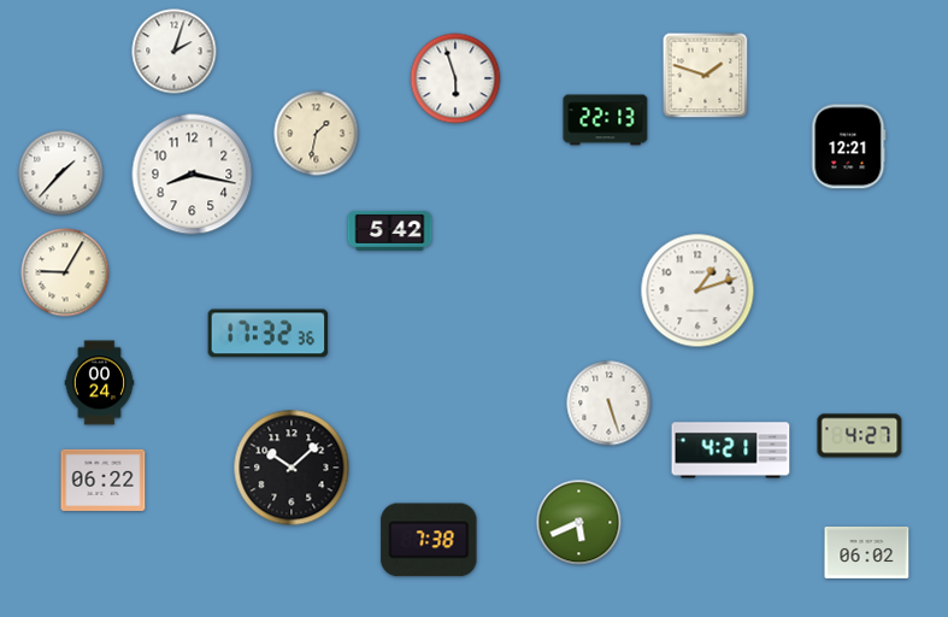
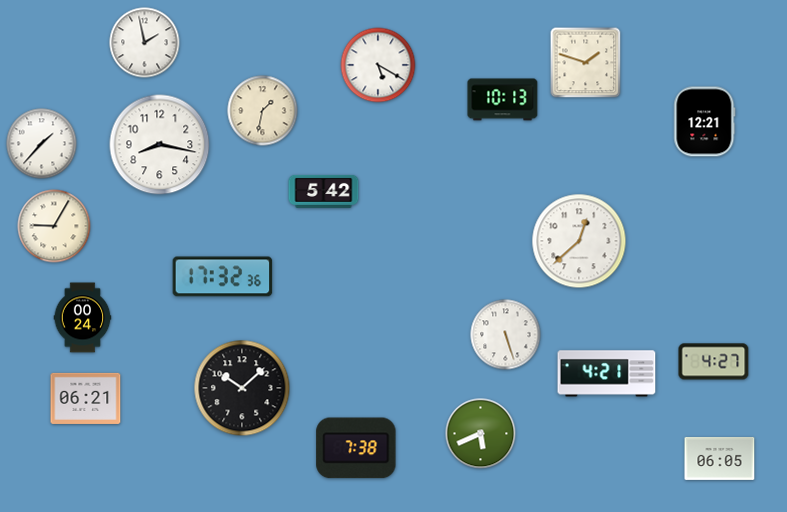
clock at (175, 52): 2:03 -> 1:58
clock at (455, 78): 5:57 -> 5:20
clock at (606, 121): 22:13 -> 10:13
clock at (61, 174) position: (61, 174) -> (42, 144)
clock at (697, 290): 1:12 -> 12:38
clock at (104, 480): 06:22 -> 06:21
clock at (867, 552): 06:02 -> 06:05
